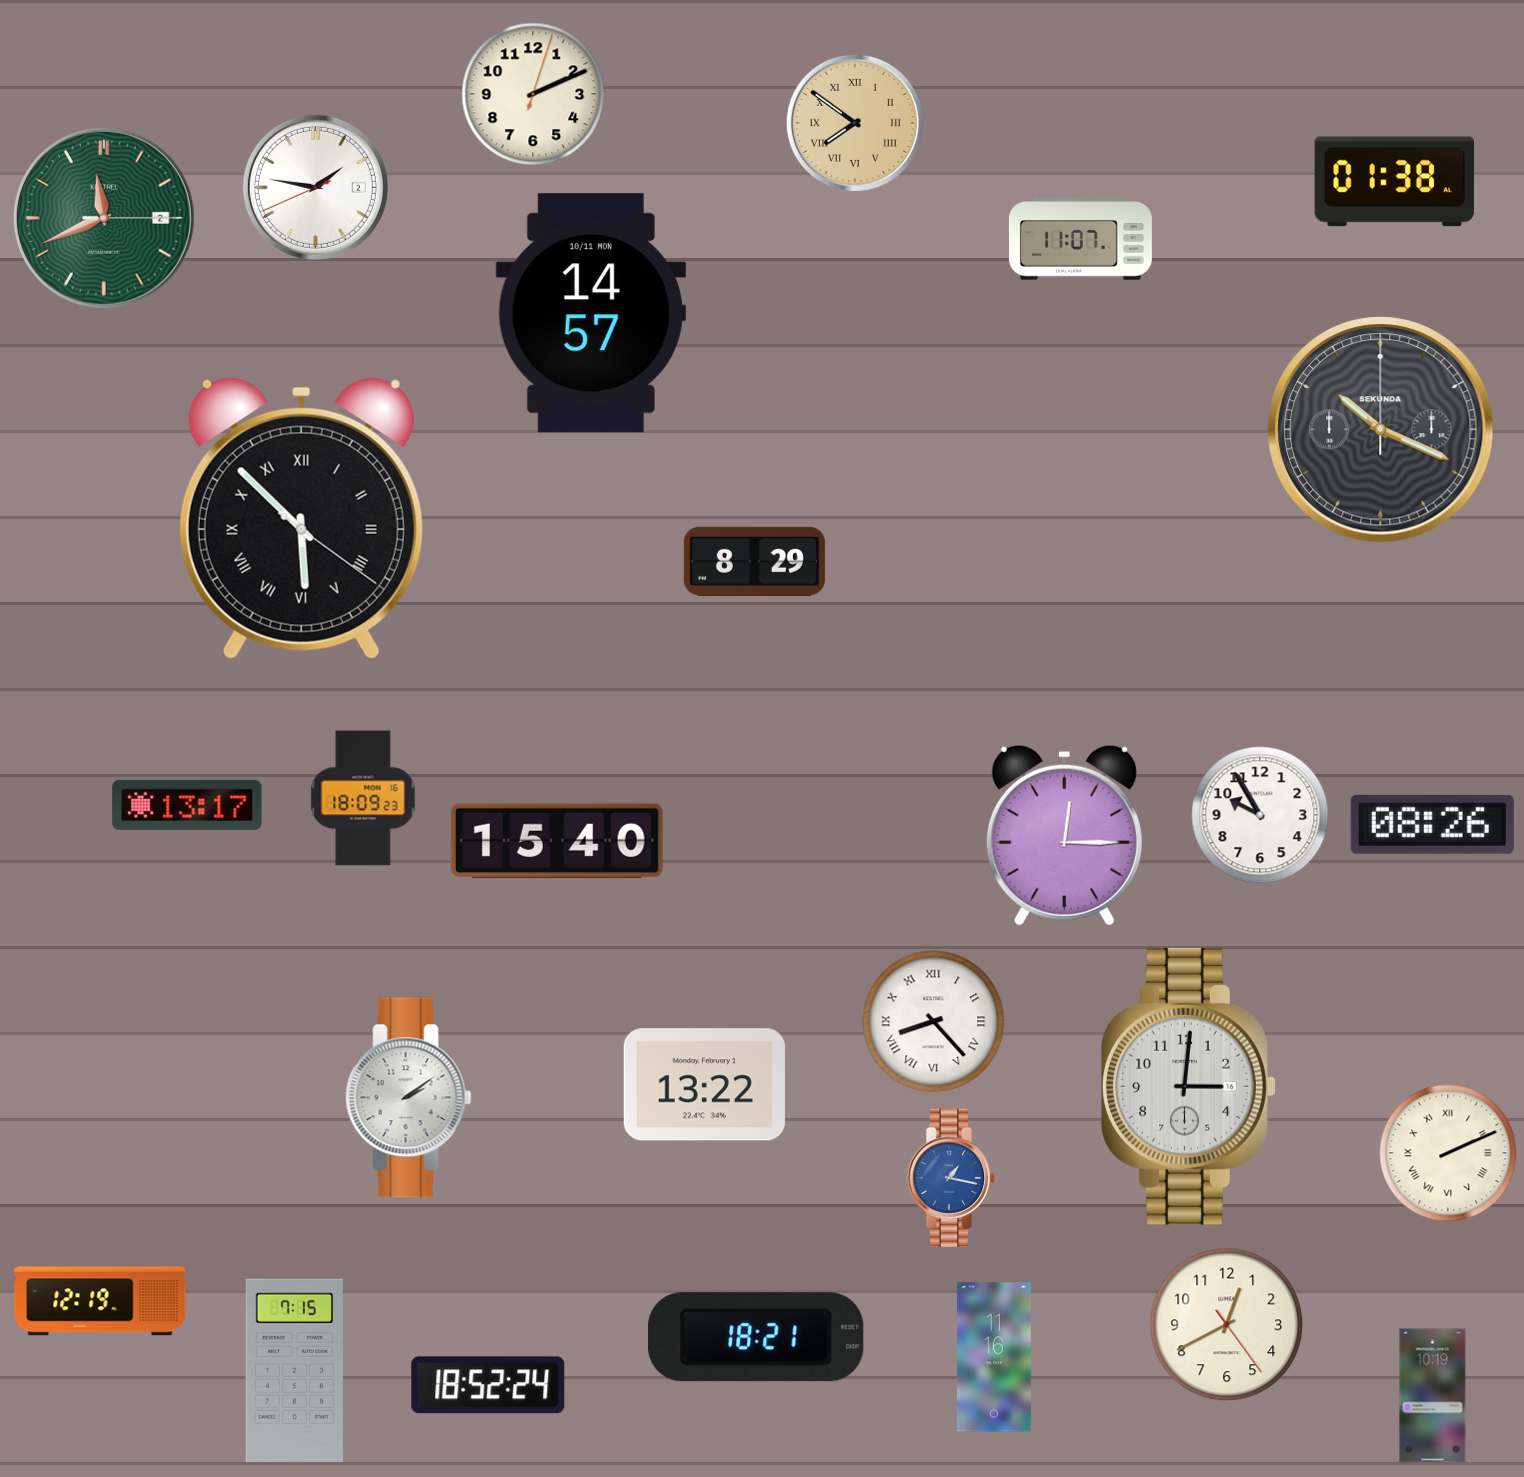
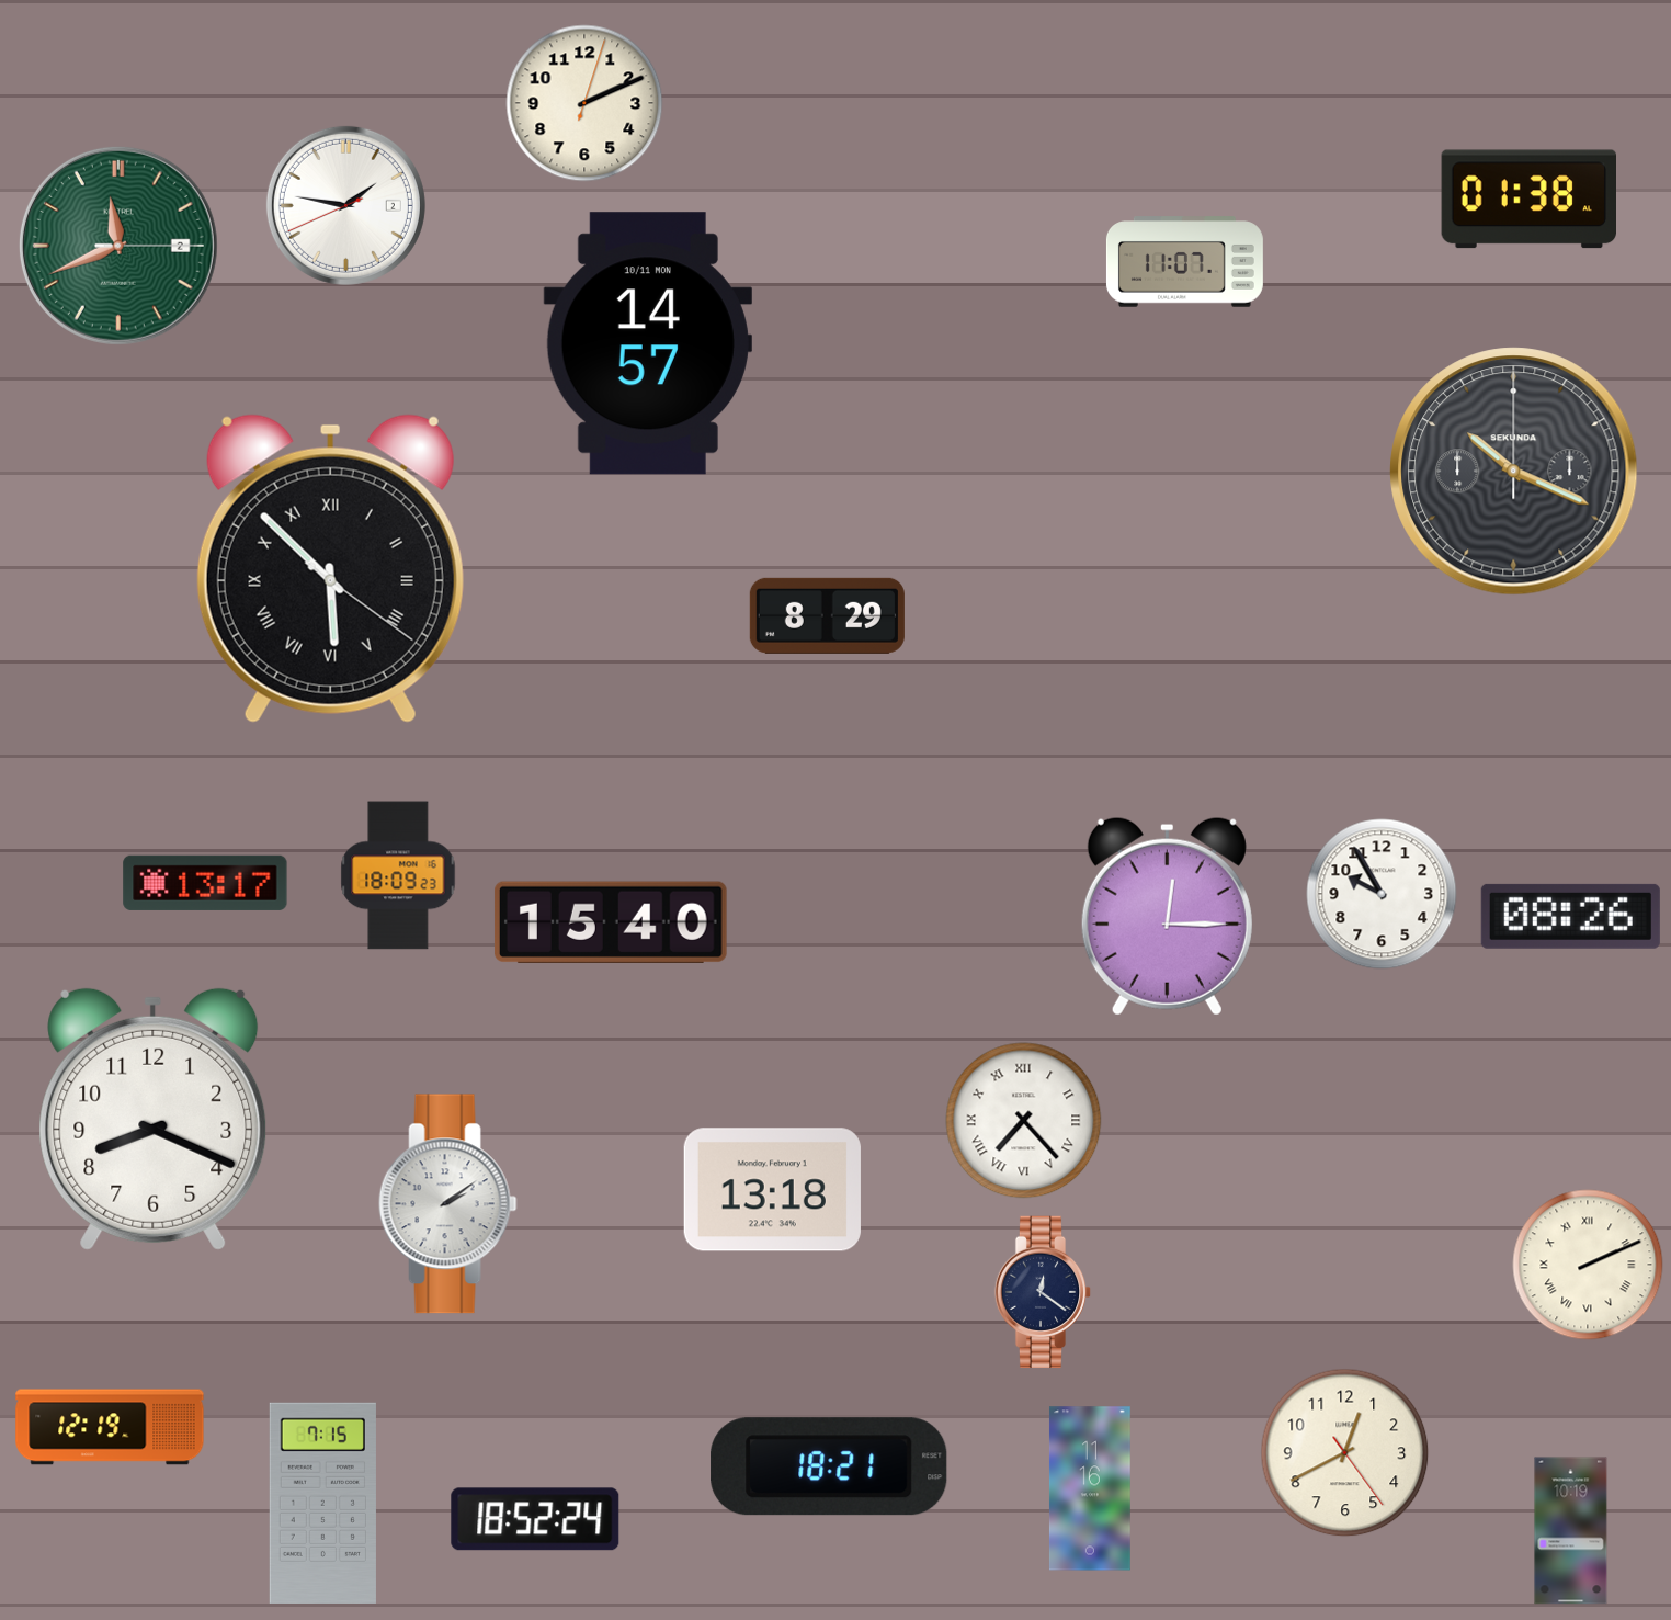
clock at (855, 123): 7:51 -> none
clock at (104, 218) position: (104, 218) -> (118, 246)
clock at (1432, 824) position: (1432, 824) -> (1570, 916)
clock at (154, 1119): none -> 8:19
clock at (934, 1022): 8:23 -> 7:23
clock at (704, 1085): 13:22 -> 13:18
clock at (1189, 1086): 3:01 -> none
clock at (951, 1178): 1:17 -> 12:21
clock at (951, 1178) dial: blue -> navy
